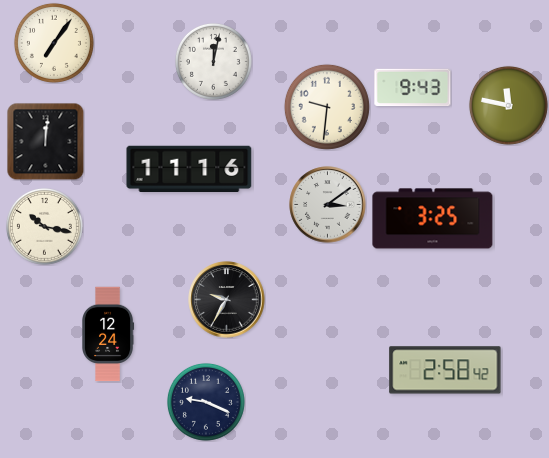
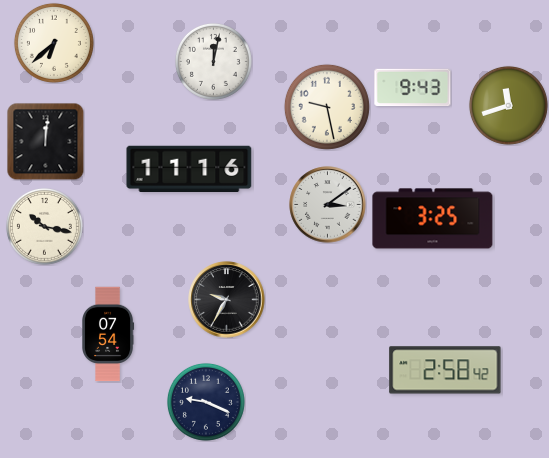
clock at (54, 43): 7:06 -> 6:38
clock at (508, 105): 11:47 -> 11:42
clock at (327, 107): 9:31 -> 9:28
clock at (109, 334): 12:24 -> 07:54
